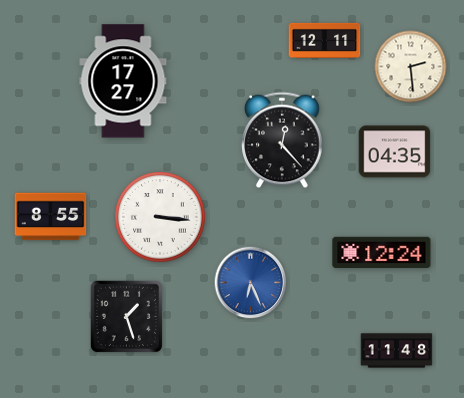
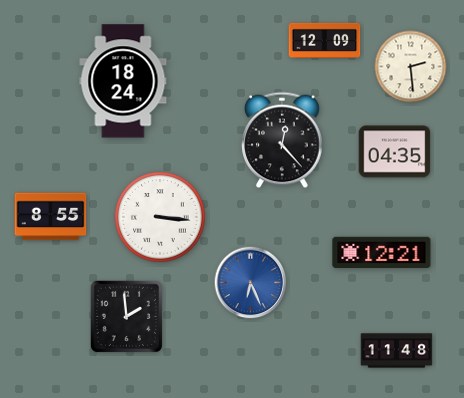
clock at (325, 40): 12:11 -> 12:09
clock at (123, 81): 17:27 -> 18:24
clock at (382, 253): 12:24 -> 12:21
clock at (126, 316): 1:27 -> 1:59
